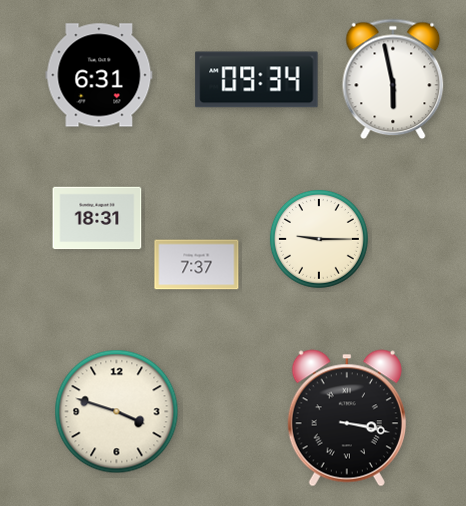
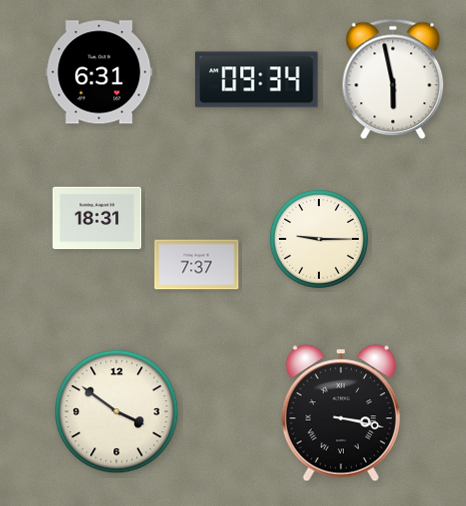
clock at (99, 75) position: (99, 75) -> (99, 72)
clock at (117, 412): 3:48 -> 3:51
clock at (347, 418) position: (347, 418) -> (341, 413)
